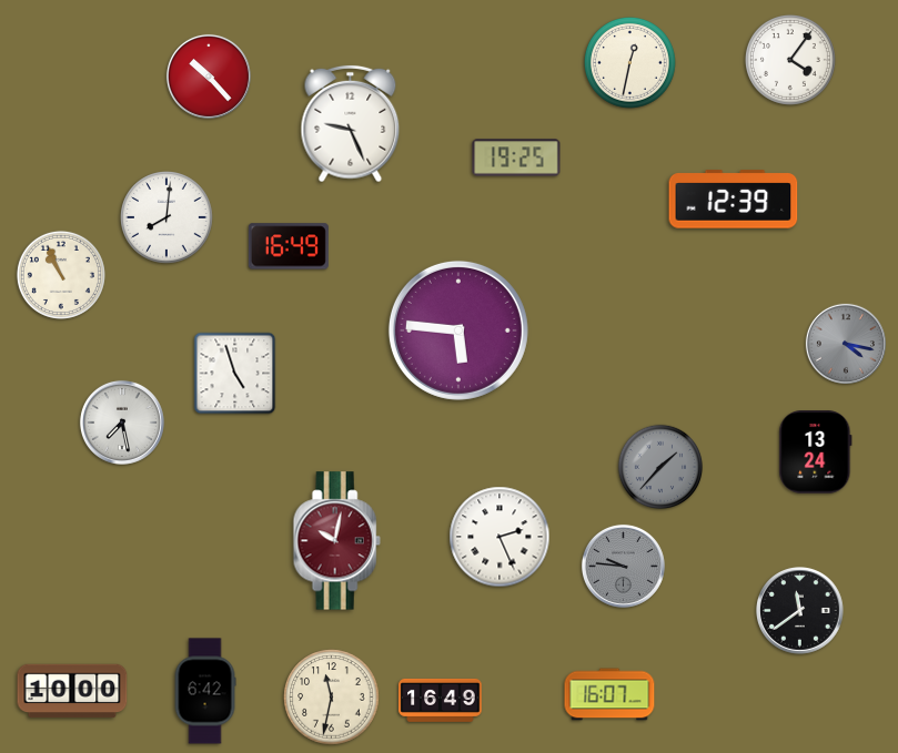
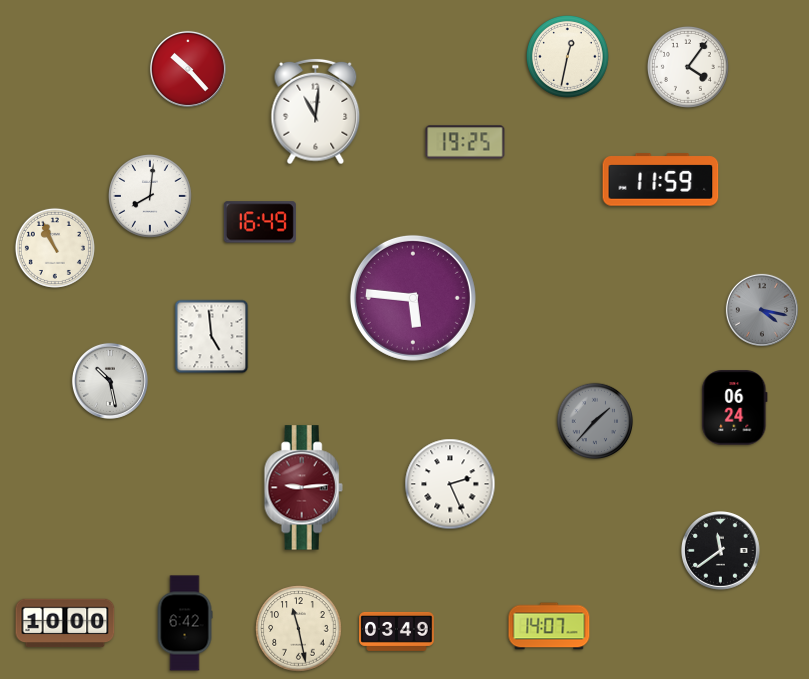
clock at (790, 60) position: (790, 60) -> (688, 67)
clock at (351, 124): 9:26 -> 11:01
clock at (734, 200): 12:39 -> 11:59
clock at (235, 374): 4:57 -> 4:59
clock at (122, 423): 7:28 -> 10:28
clock at (816, 452): 13:24 -> 06:24
clock at (336, 541): 10:02 -> 9:14
clock at (623, 566): 9:46 -> none
clock at (609, 694): 16:07 -> 14:07
clock at (332, 698): 11:32 -> 11:28
clock at (441, 700): 16:49 -> 03:49
